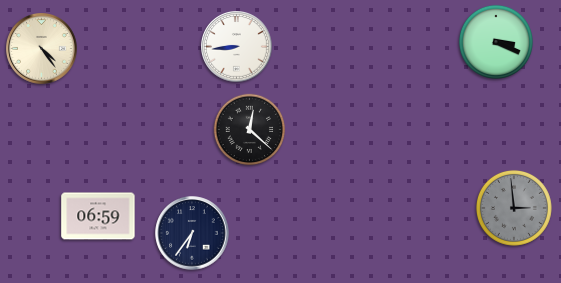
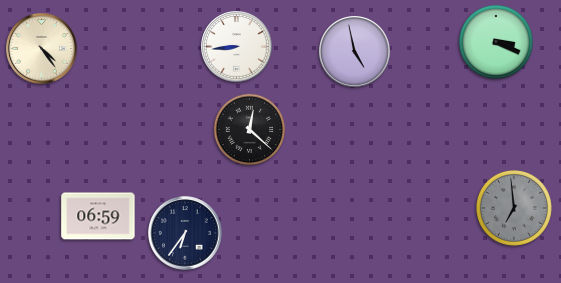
clock at (355, 52): none -> 4:58
clock at (514, 208): 2:59 -> 6:59
clock at (192, 233) position: (192, 233) -> (185, 233)
